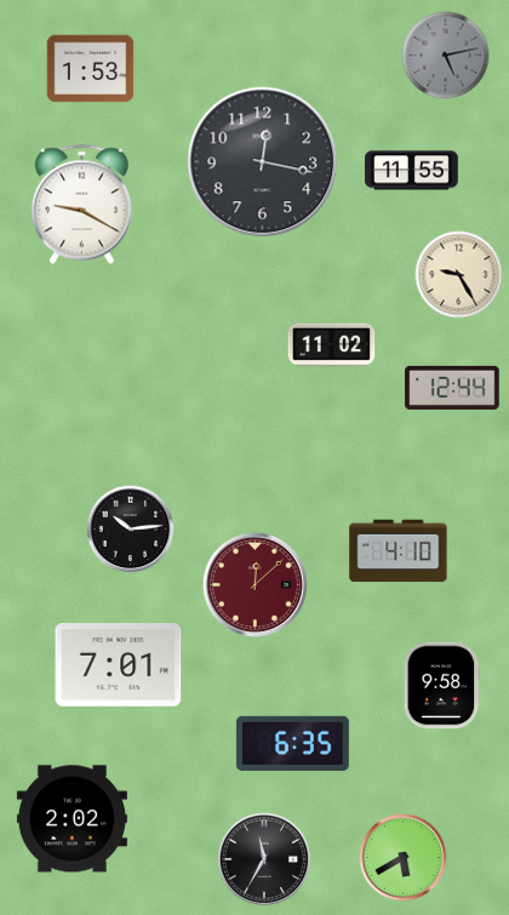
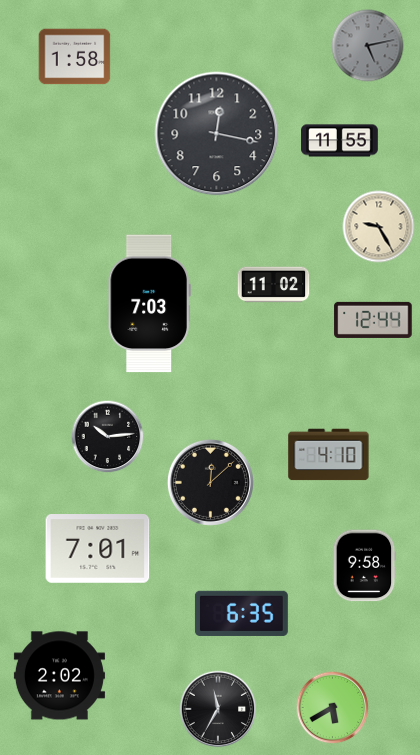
clock at (91, 69): 1:53 -> 1:58
clock at (81, 205): 9:20 -> none
clock at (149, 304): none -> 7:03
clock at (254, 584) dial: burgundy -> black
